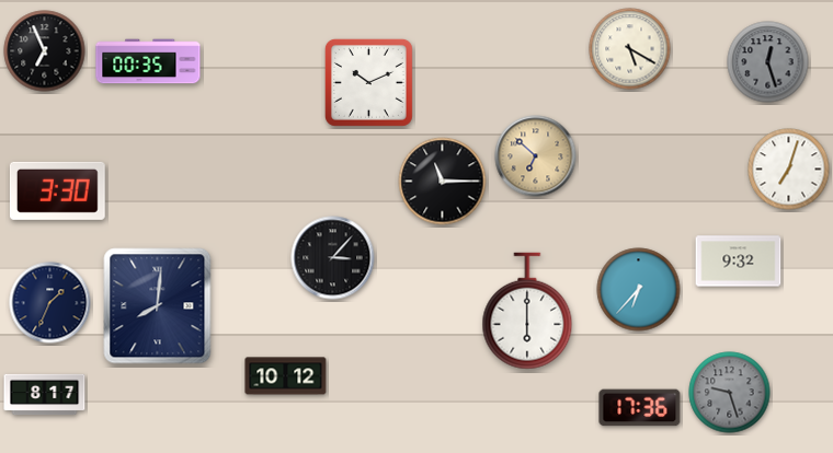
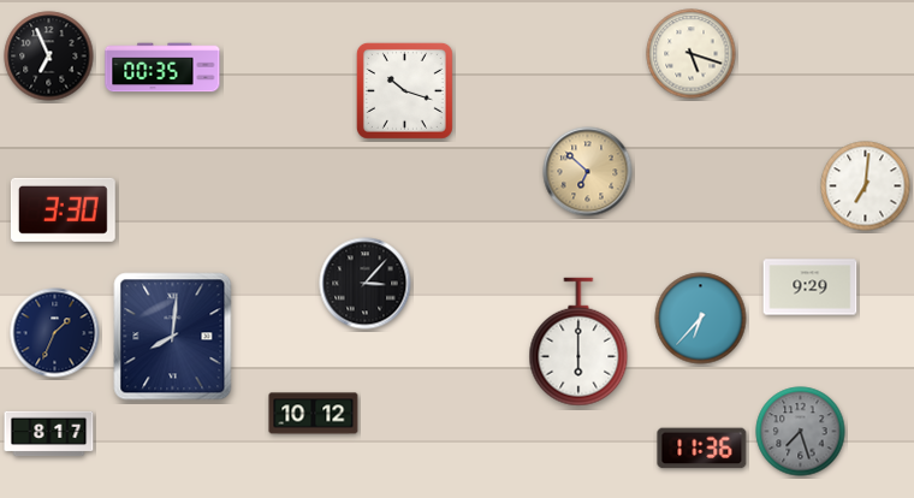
clock at (630, 49): 5:20 -> 5:18
clock at (768, 62): 12:27 -> none
clock at (368, 82): 10:11 -> 10:18
clock at (789, 170): 7:03 -> 7:01
clock at (443, 182): 11:15 -> none
clock at (739, 262): 9:32 -> 9:29
clock at (730, 393): 9:27 -> 7:27
clock at (640, 408): 17:36 -> 11:36
